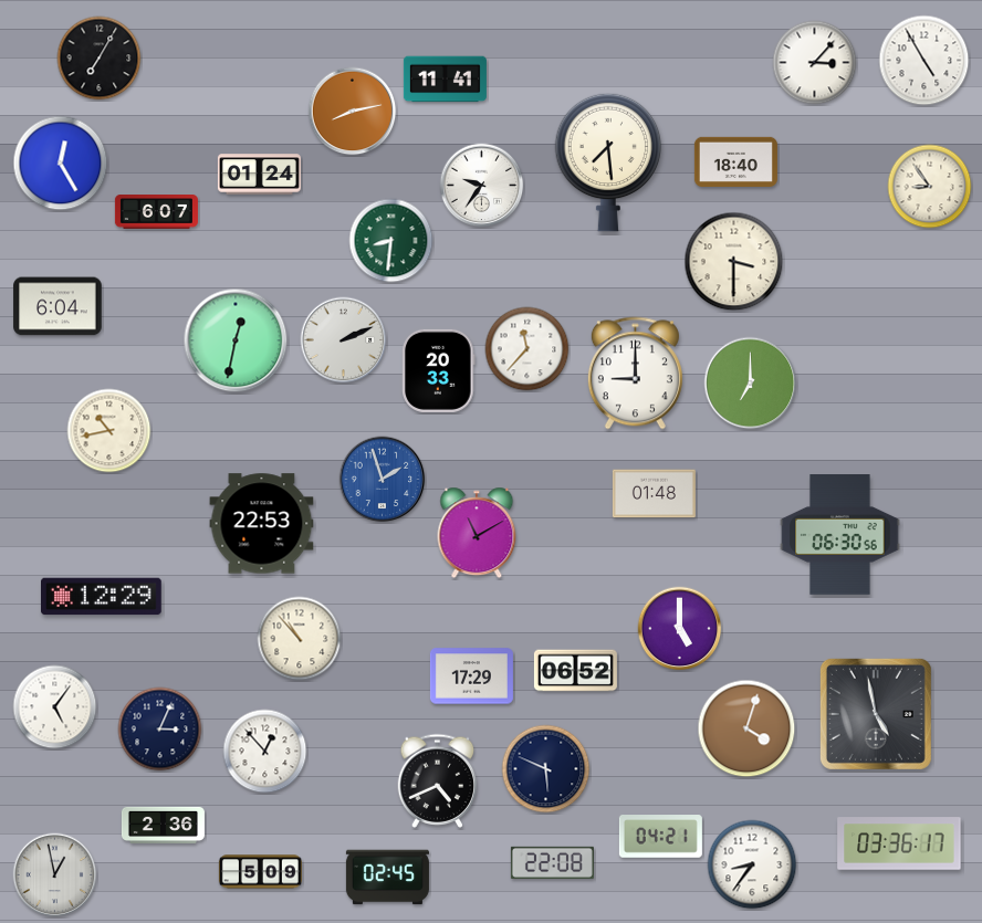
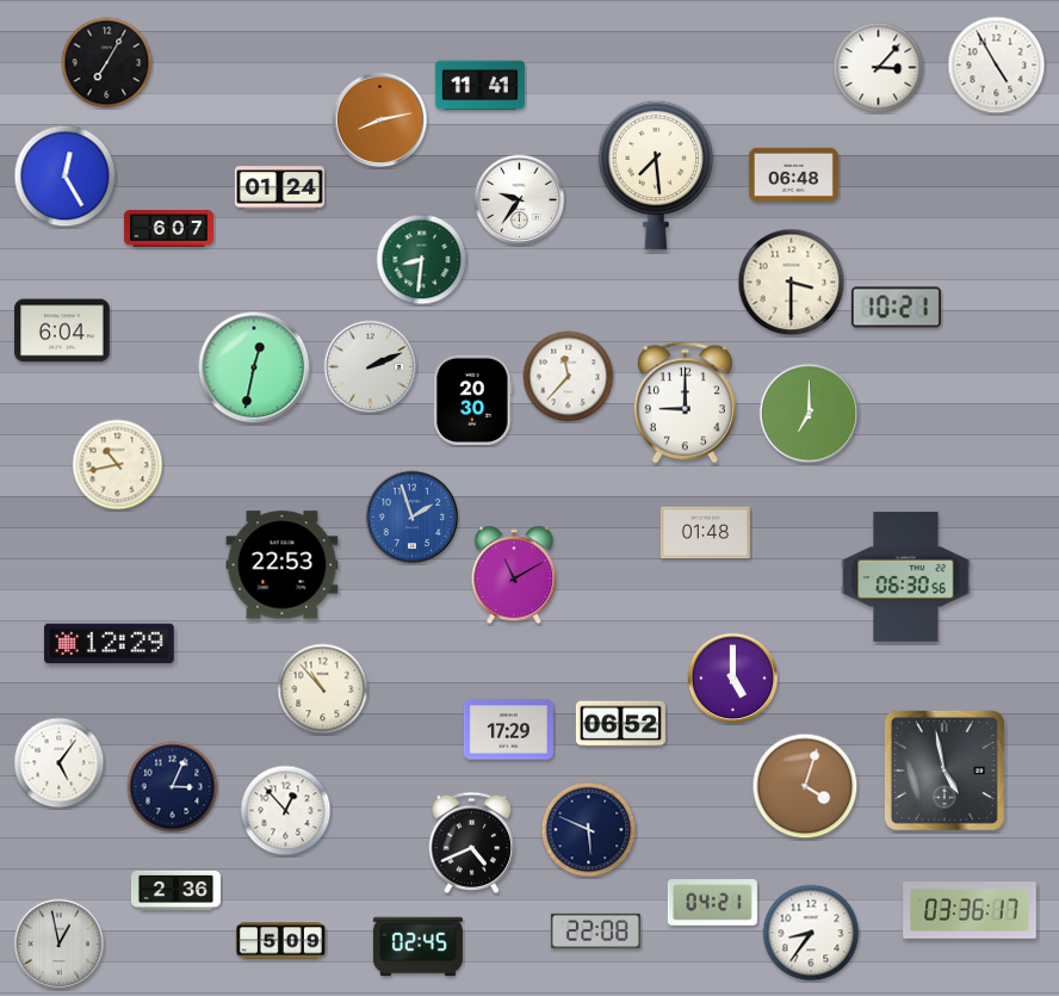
clock at (735, 161): 18:40 -> 06:48
clock at (930, 187): 8:54 -> none
clock at (896, 308): none -> 10:21
clock at (439, 370): 20:33 -> 20:30
